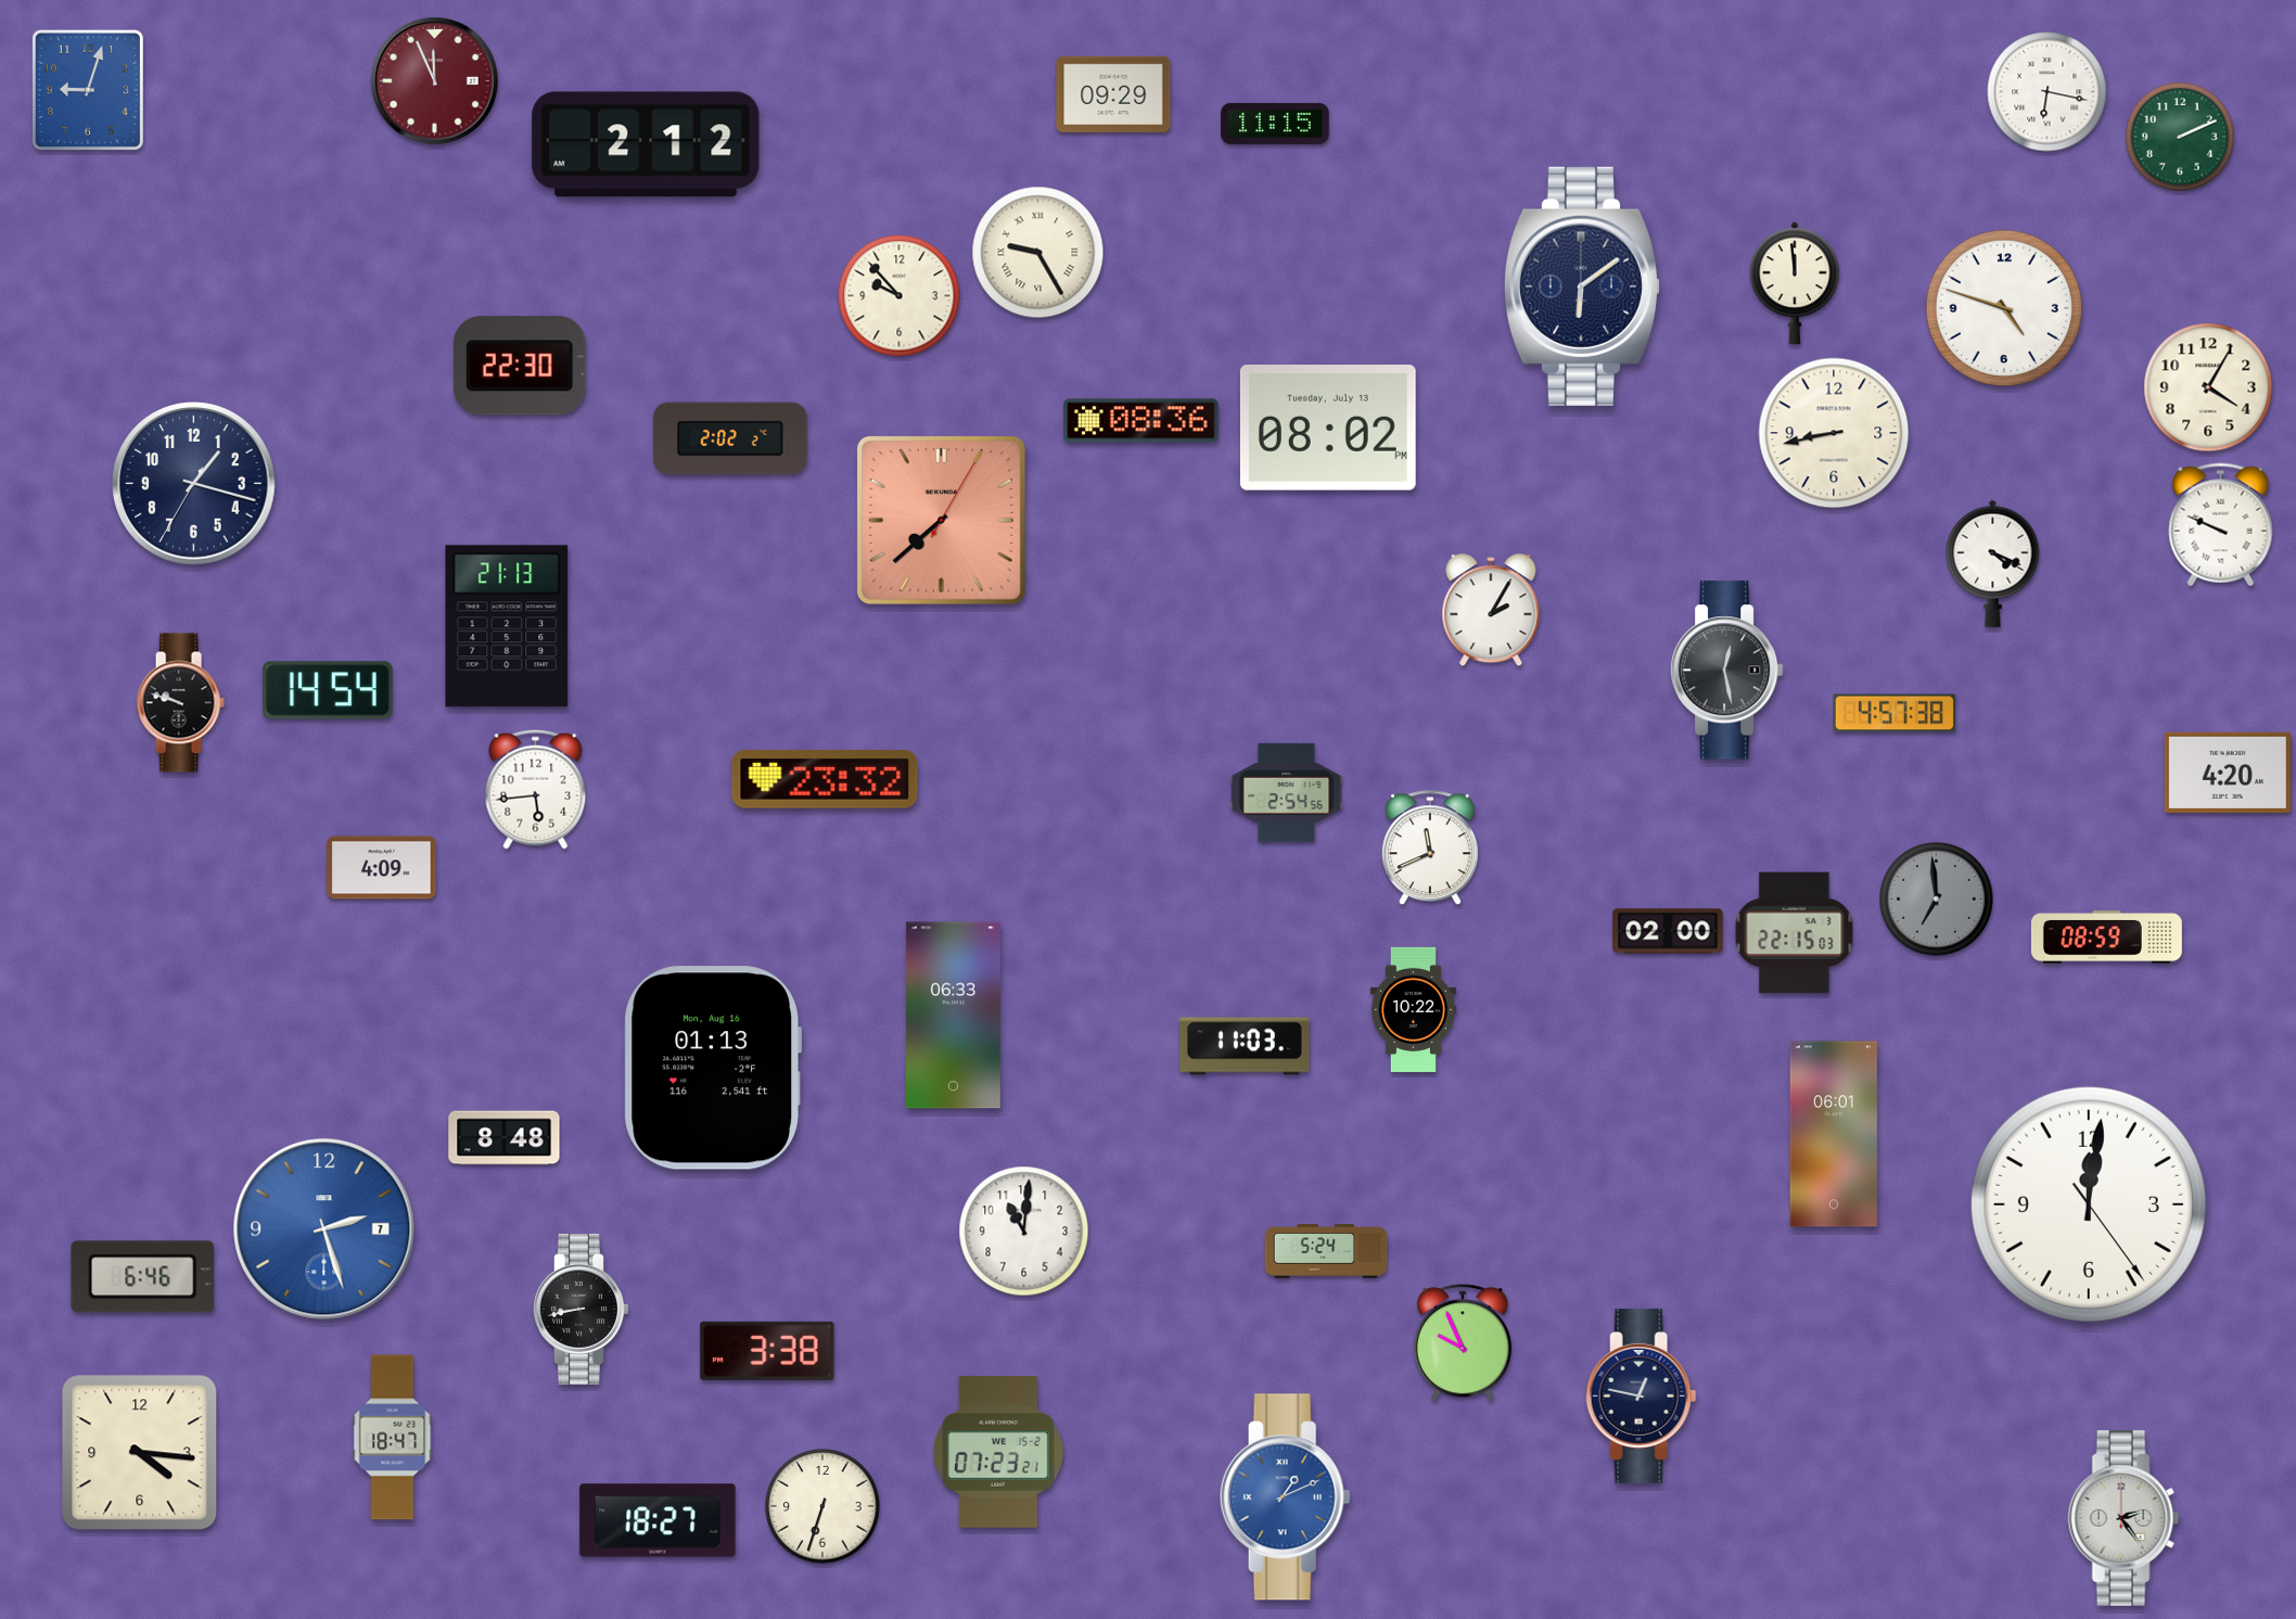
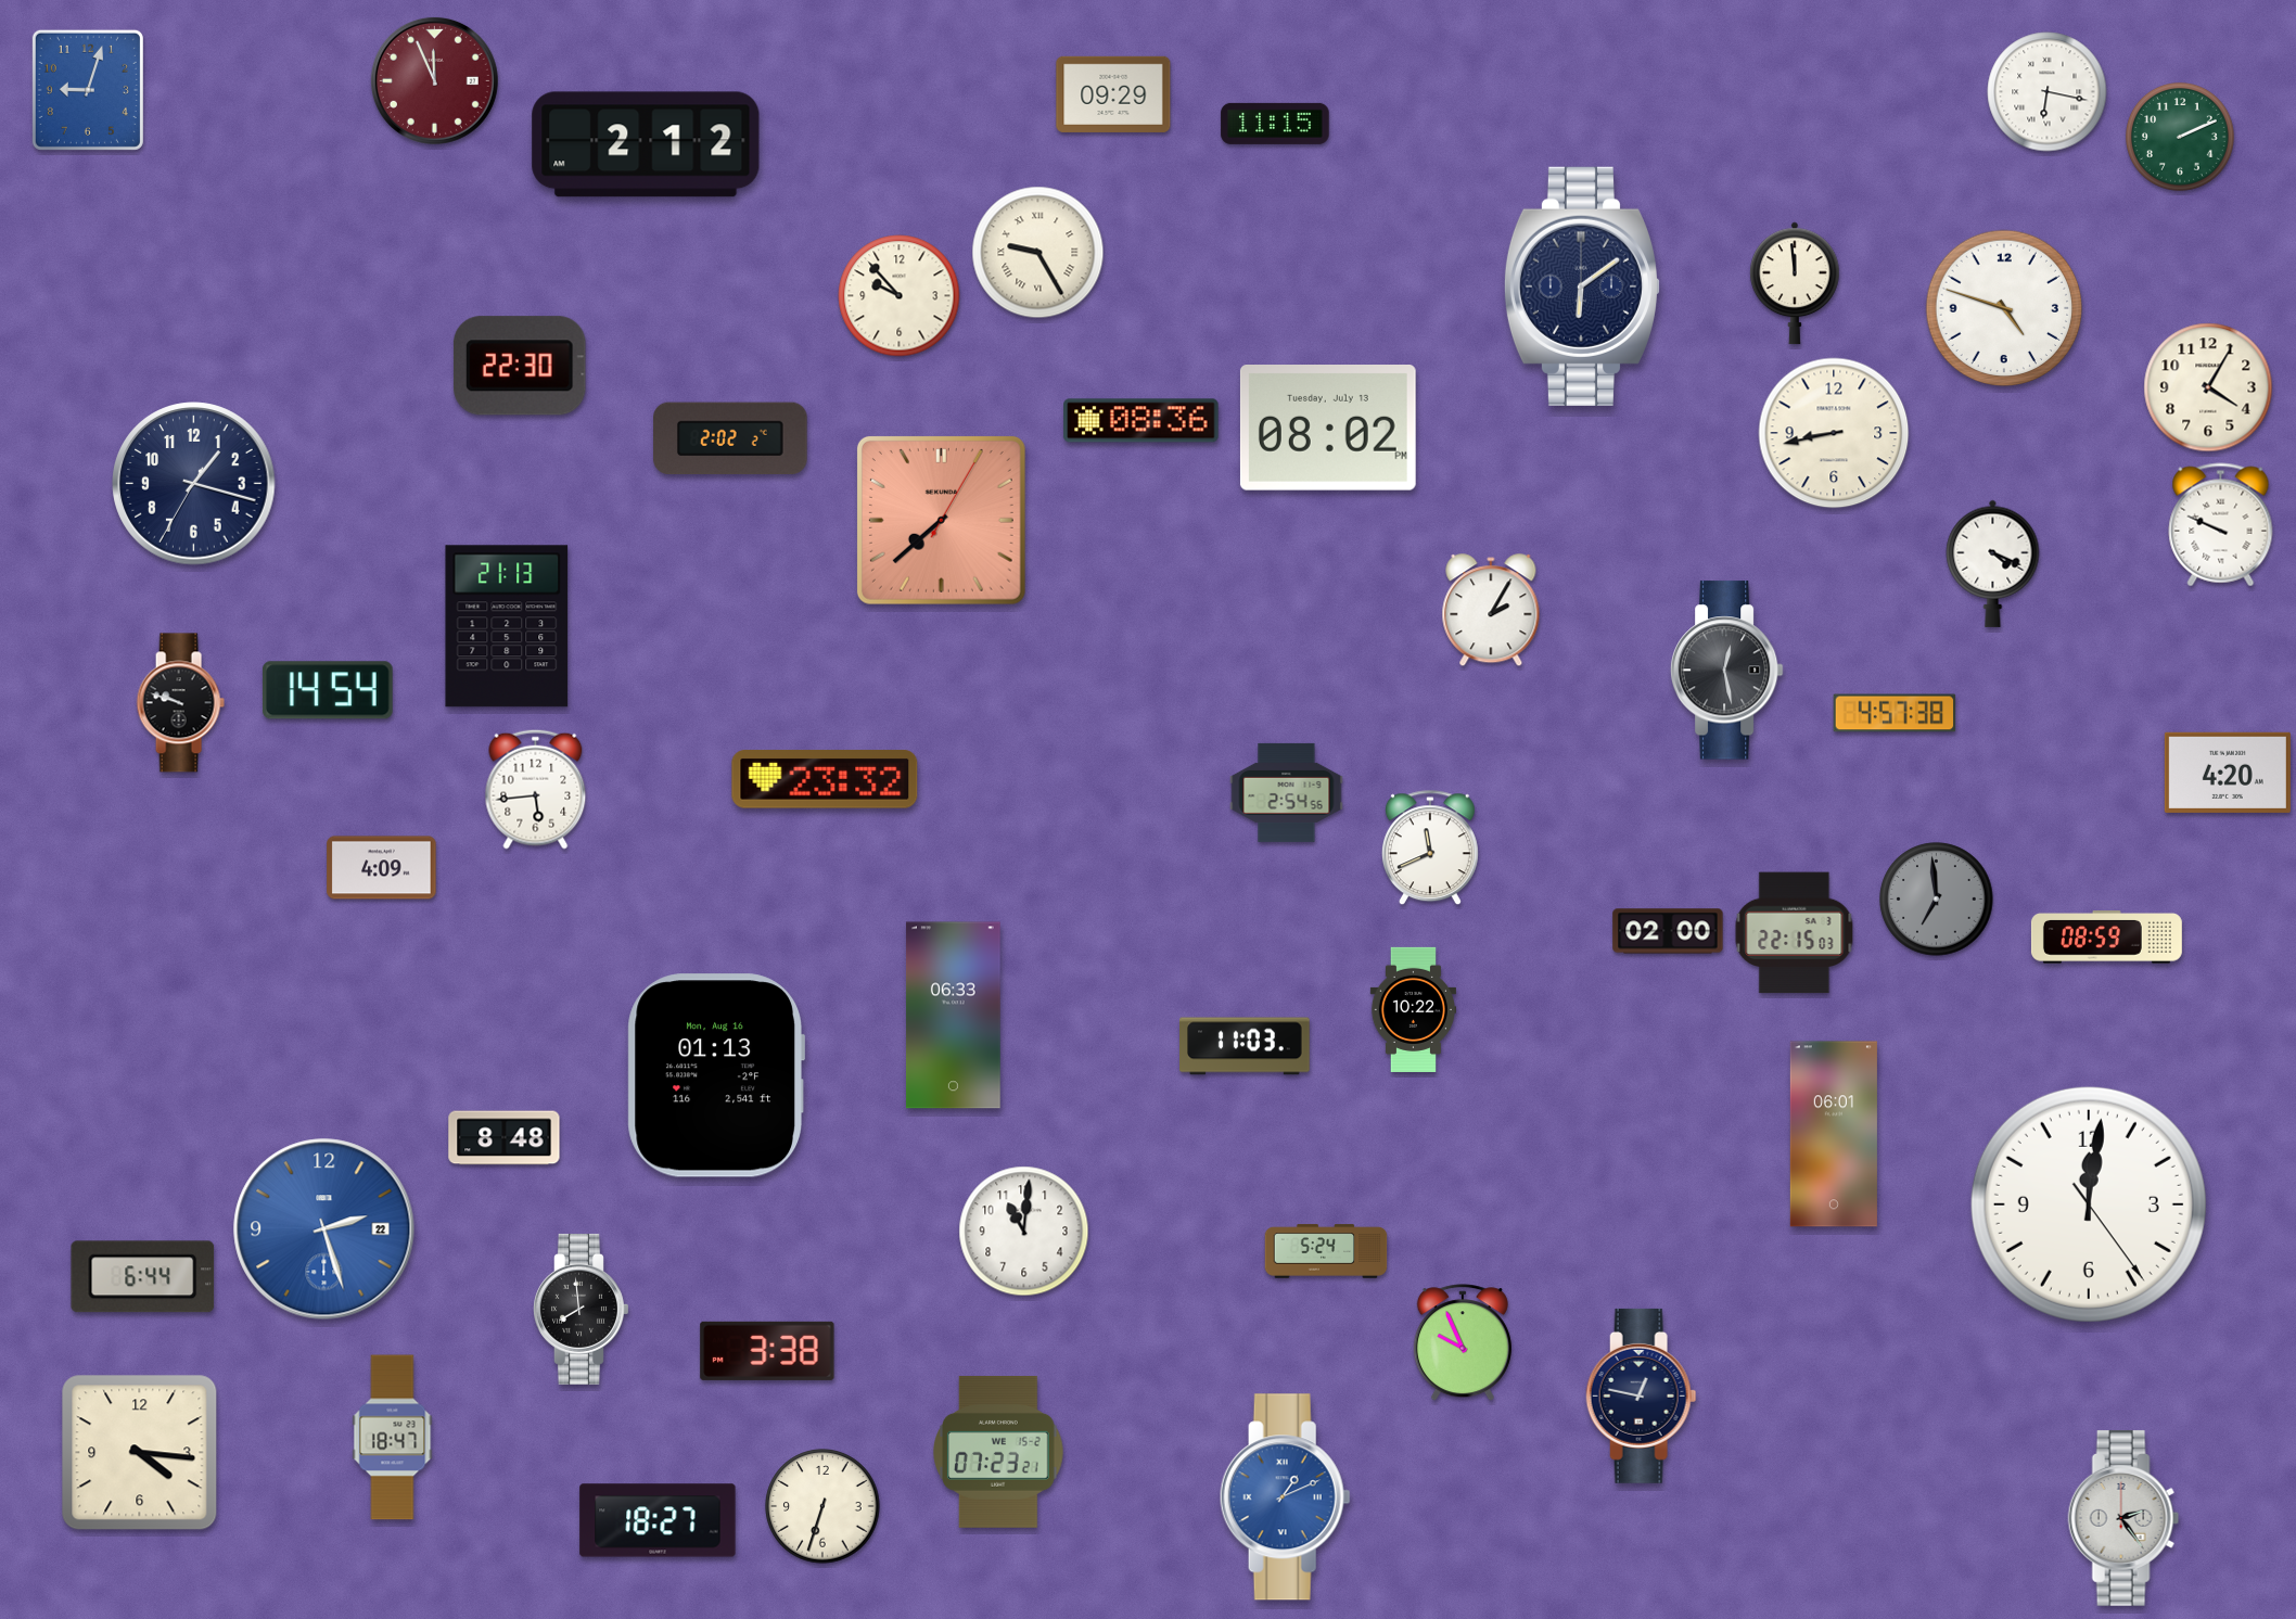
clock at (712, 1068) position: (712, 1068) -> (715, 1075)
clock at (324, 1229) date: 7 -> 22
clock at (143, 1277): 6:46 -> 6:44
clock at (582, 1309): 8:43 -> 7:59
